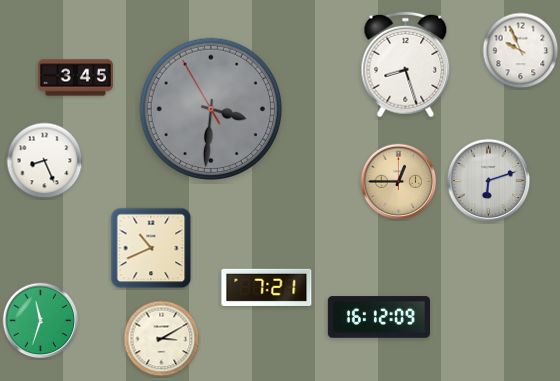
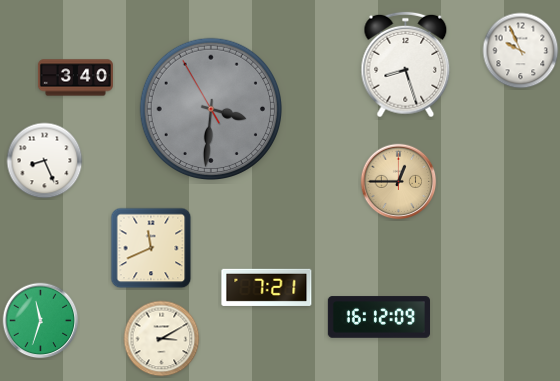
clock at (75, 78): 3:45 -> 3:40
clock at (489, 181): 6:12 -> none
clock at (151, 248): 10:41 -> 11:41
